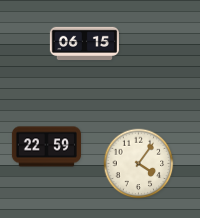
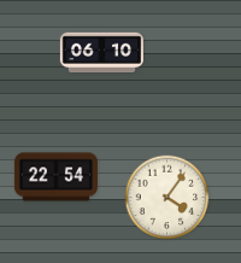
clock at (84, 44): 06:15 -> 06:10
clock at (46, 147): 22:59 -> 22:54
